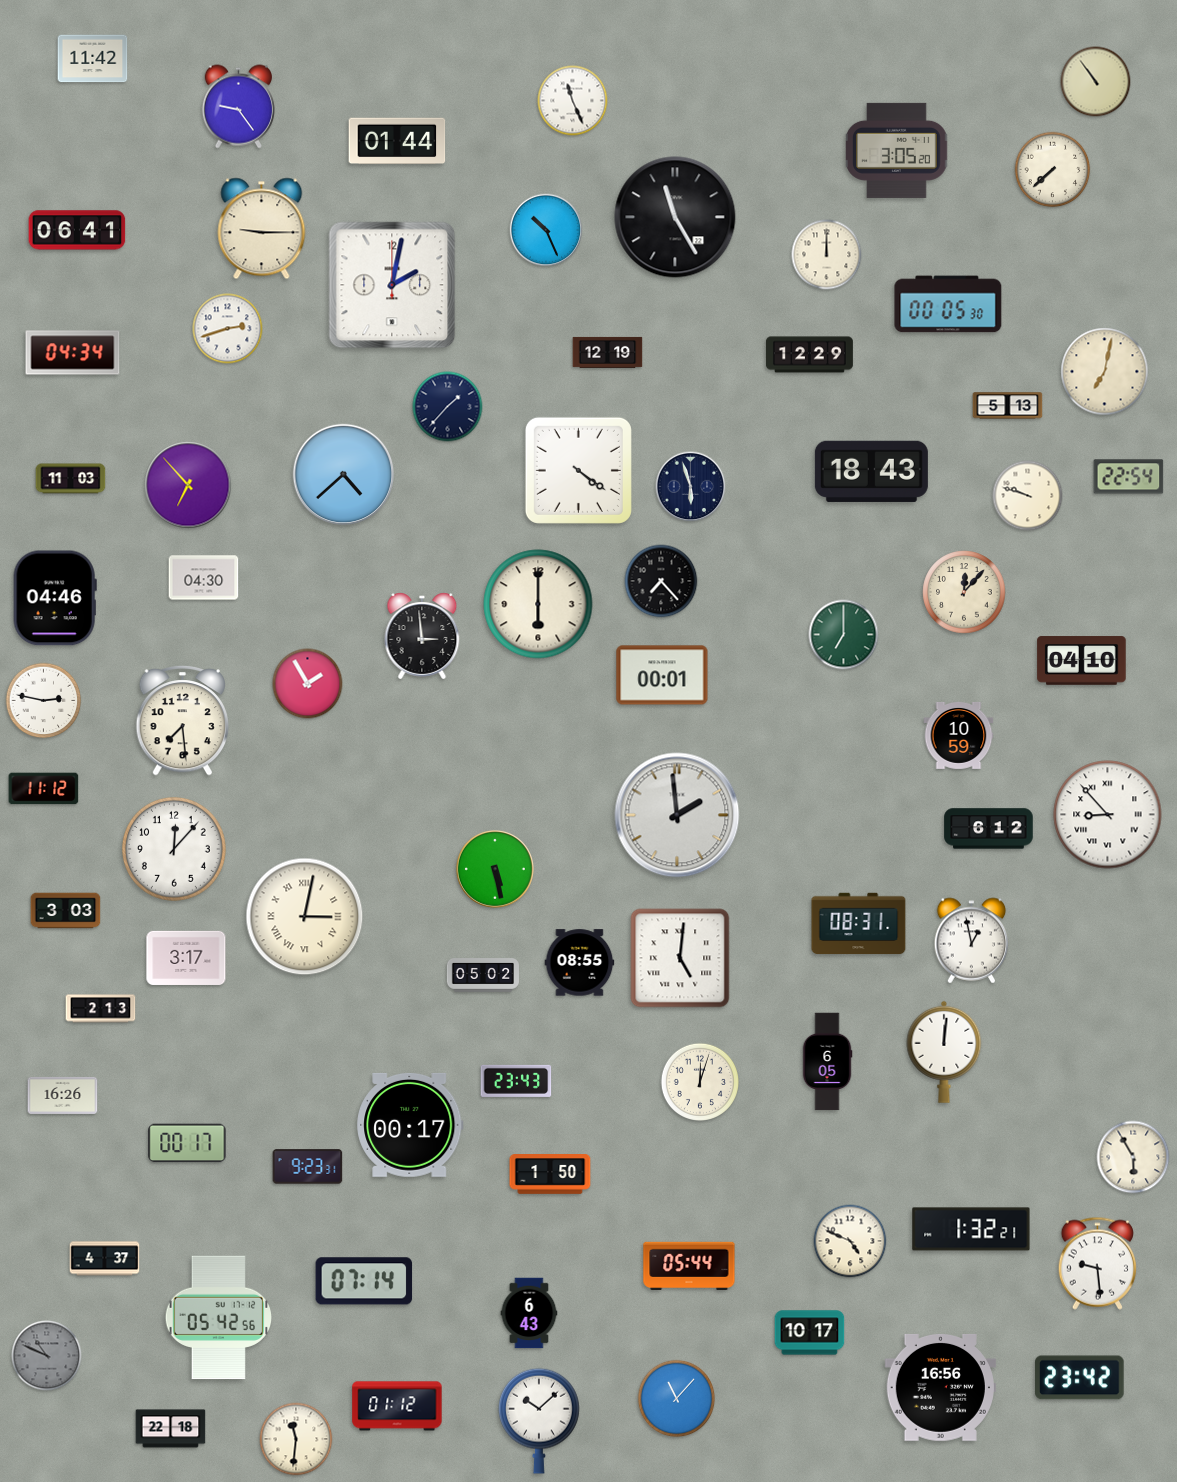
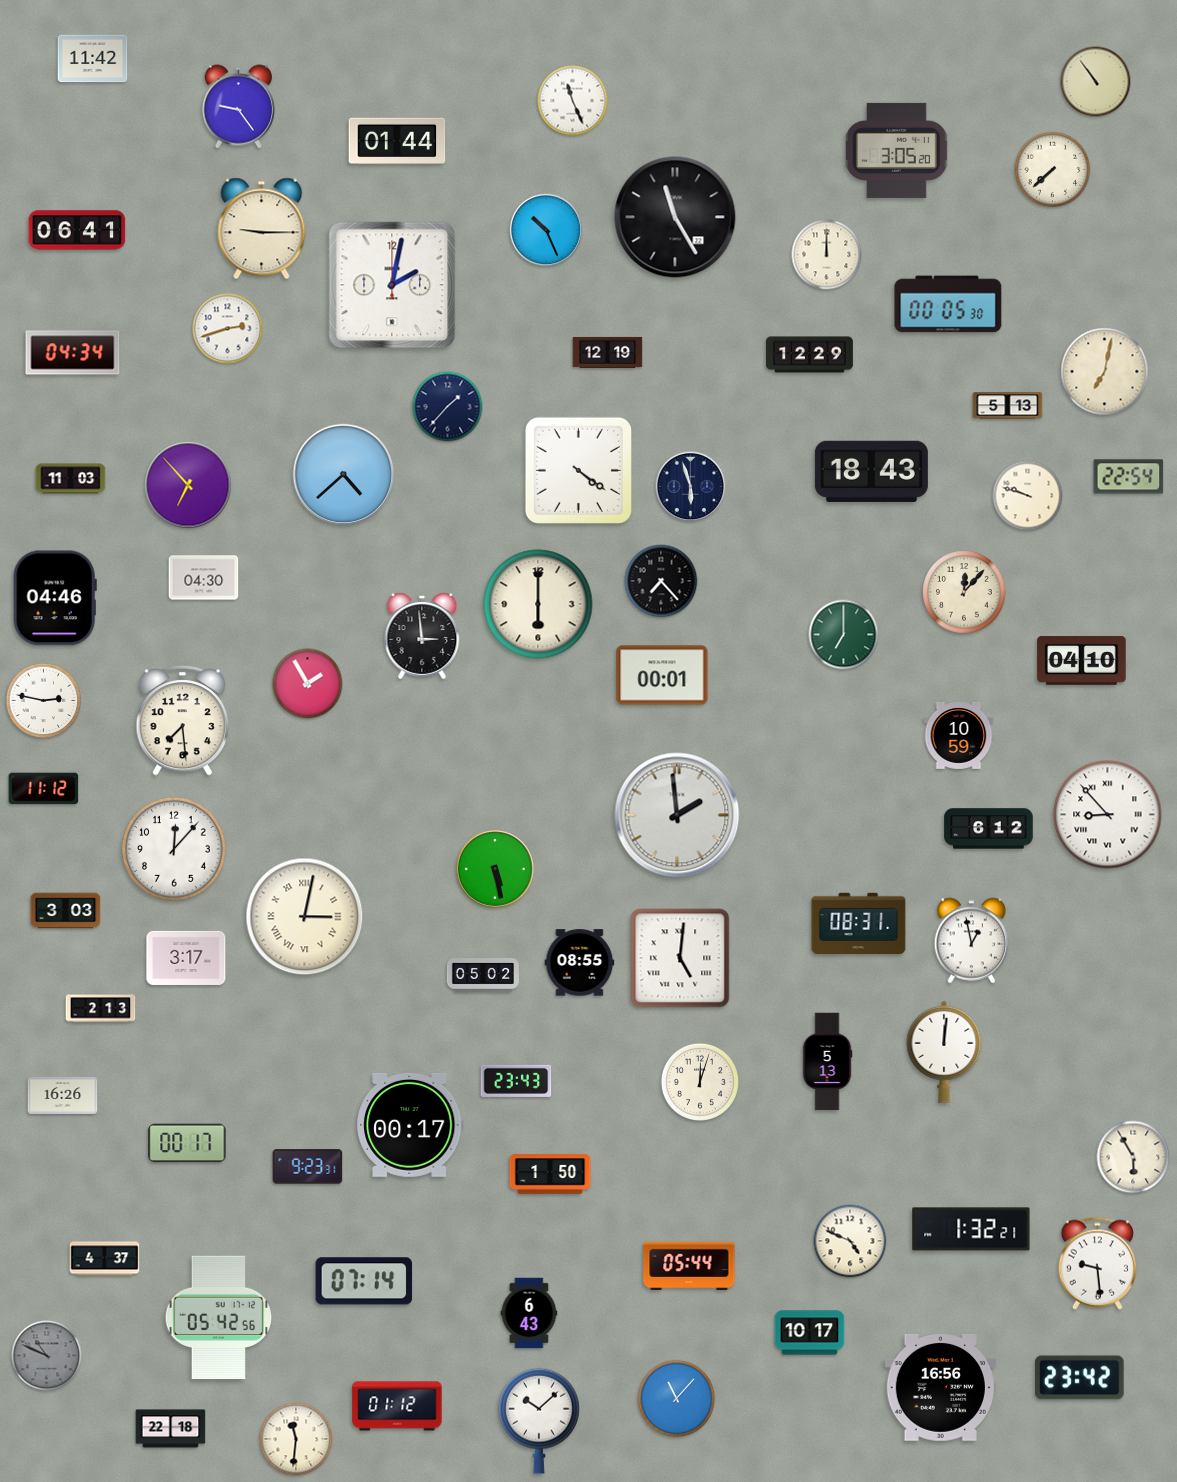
clock at (827, 1062): 6:05 -> 5:13
